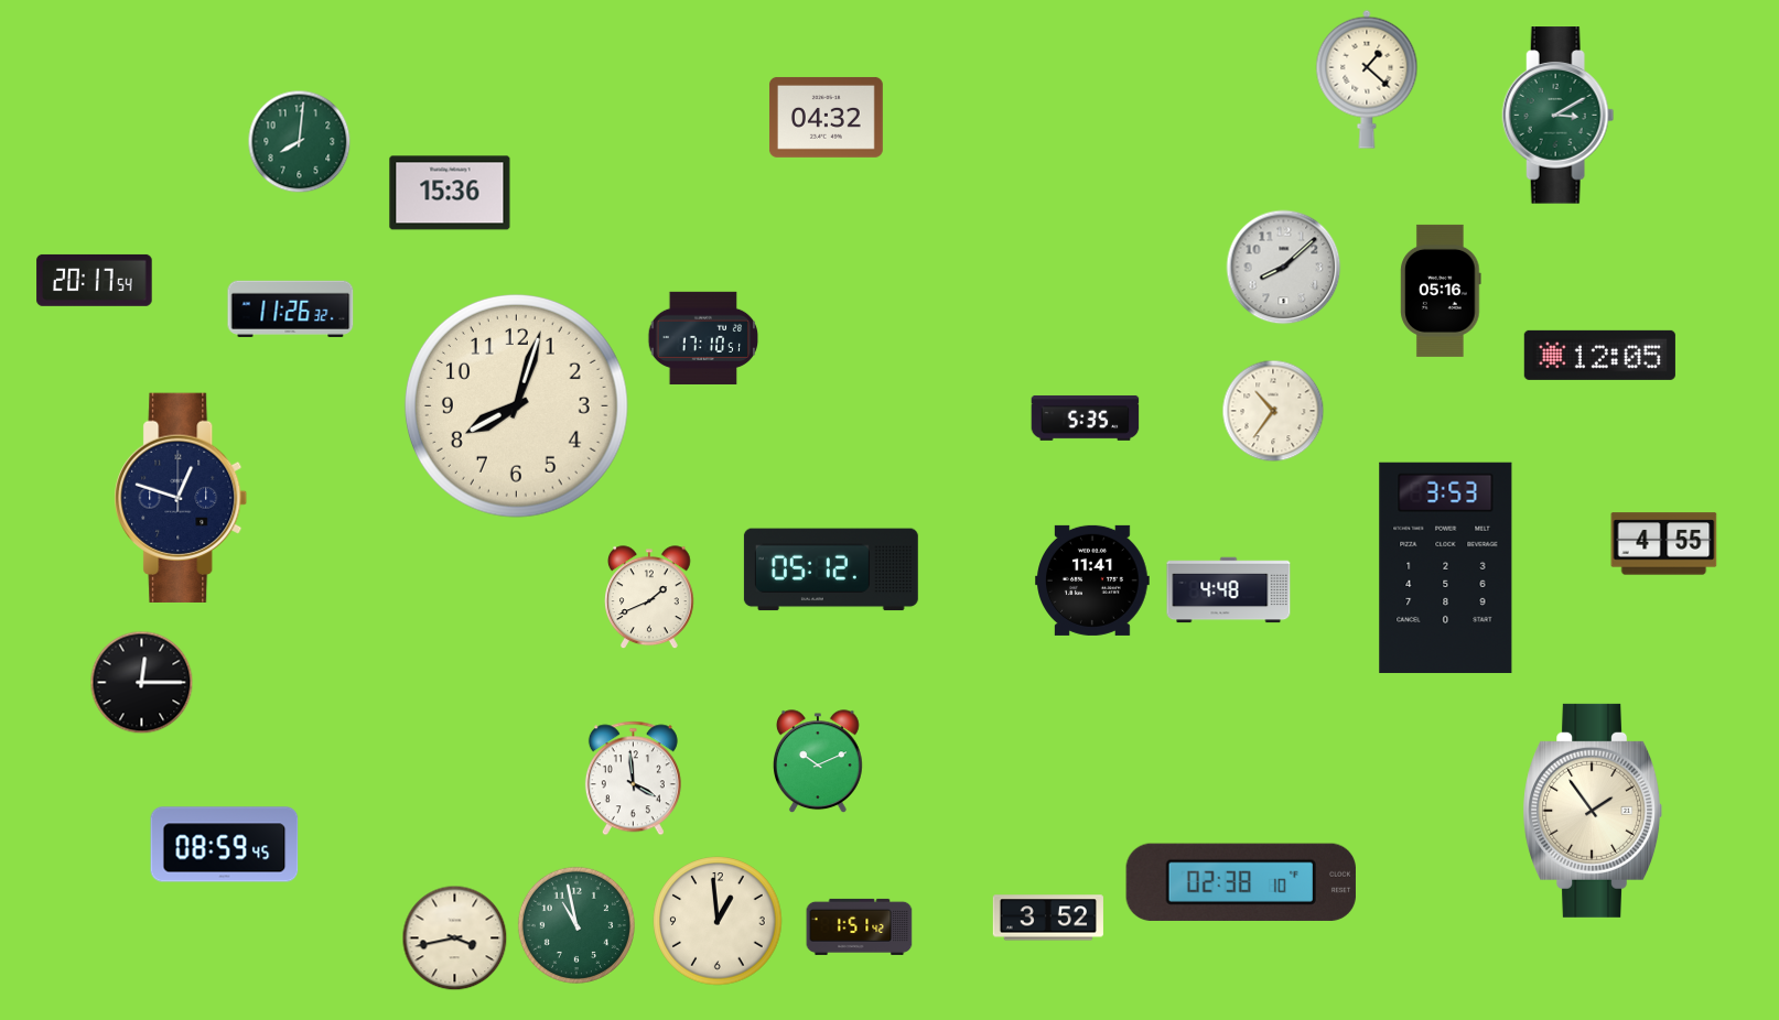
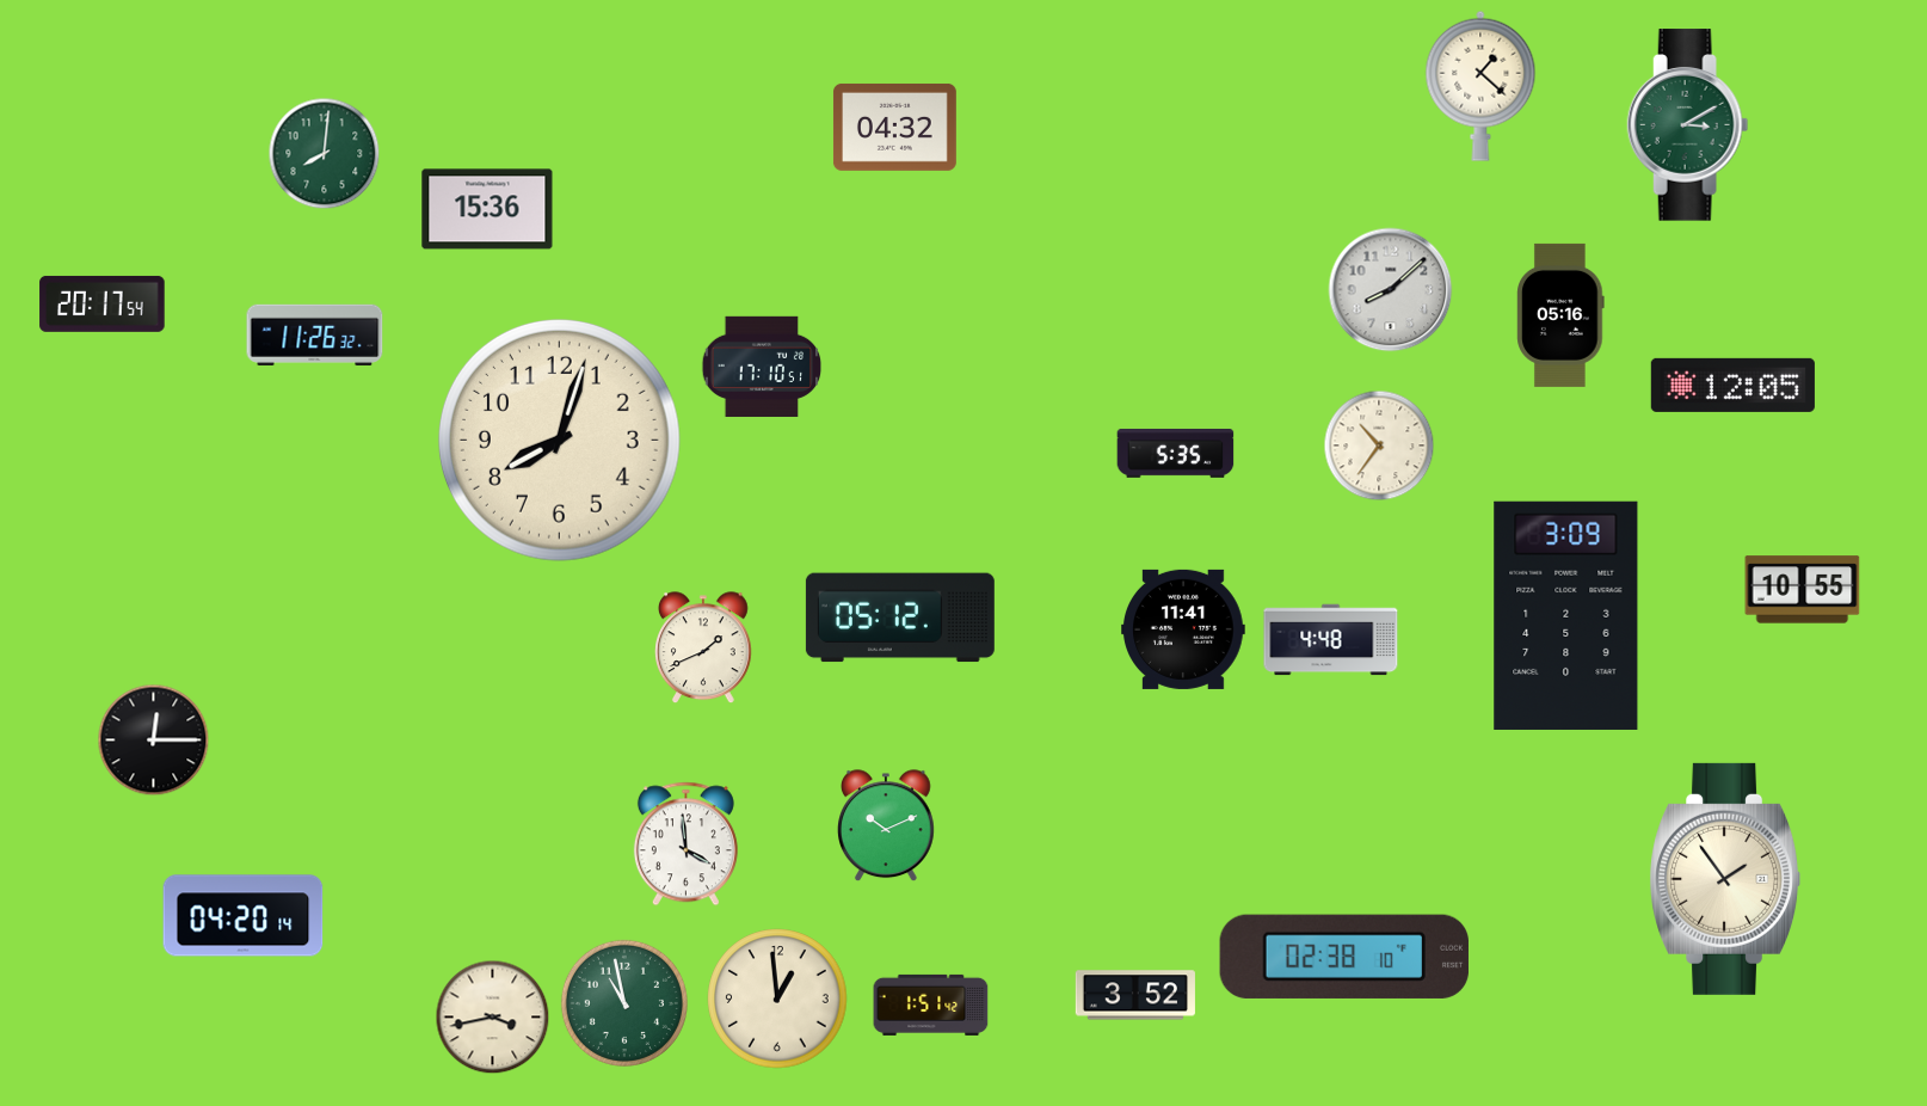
clock at (181, 498): 12:48 -> none
clock at (1664, 544): 4:55 -> 10:55
clock at (1446, 567): 3:53 -> 3:09
clock at (225, 845): 08:59 -> 04:20
